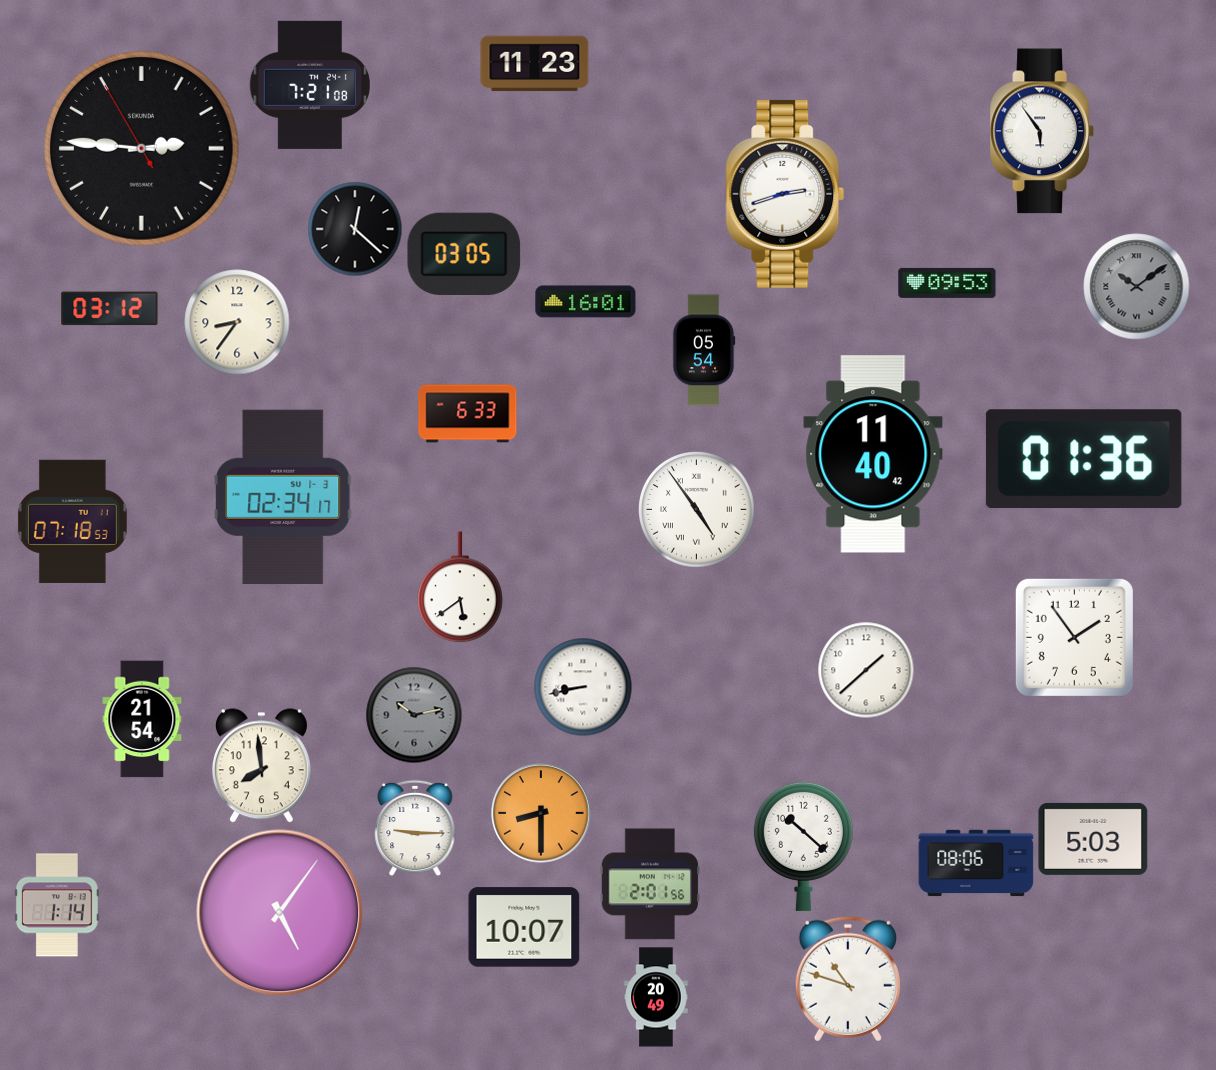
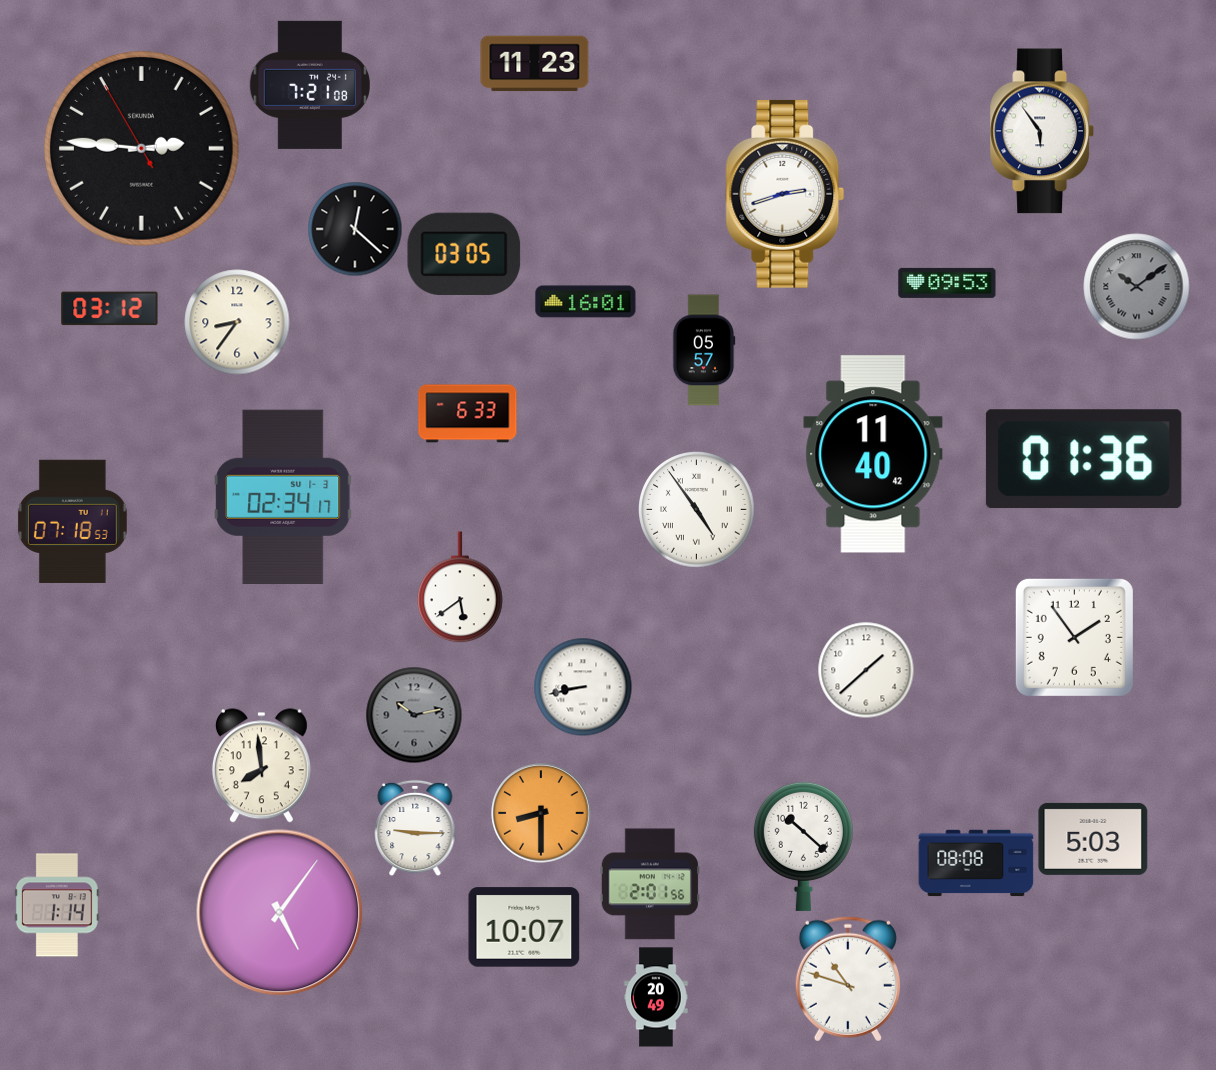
clock at (704, 350): 05:54 -> 05:57
clock at (142, 719): 21:54 -> none
clock at (976, 863): 08:06 -> 08:08
